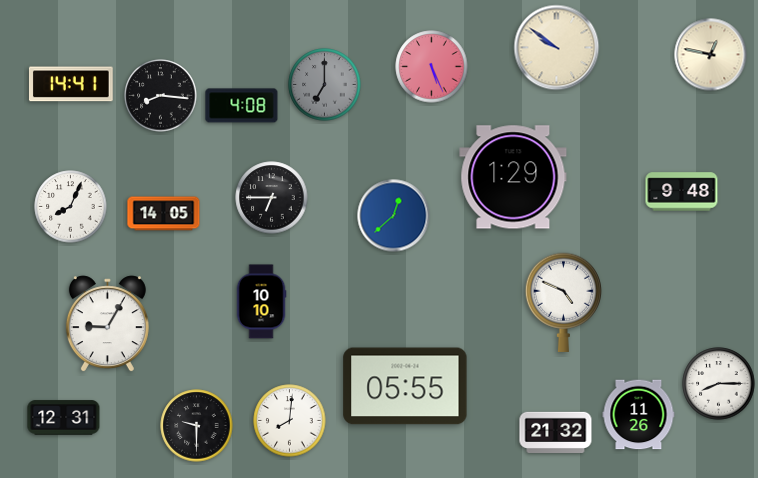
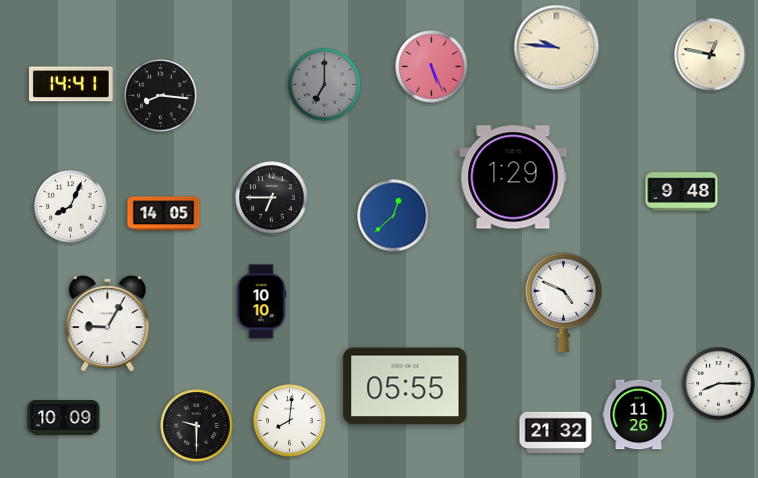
clock at (557, 48): 9:51 -> 9:46
clock at (242, 106): 4:08 -> none
clock at (64, 418): 12:31 -> 10:09
